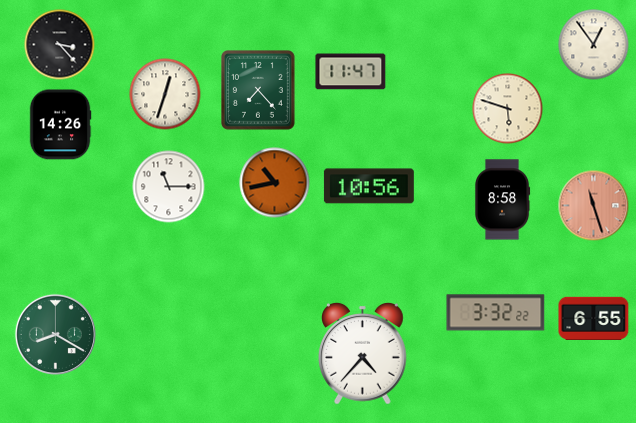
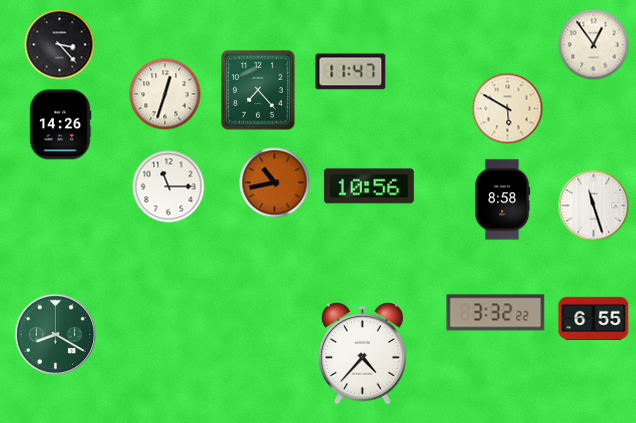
clock at (508, 109): 5:48 -> 5:50
clock at (594, 206) dial: salmon -> white
